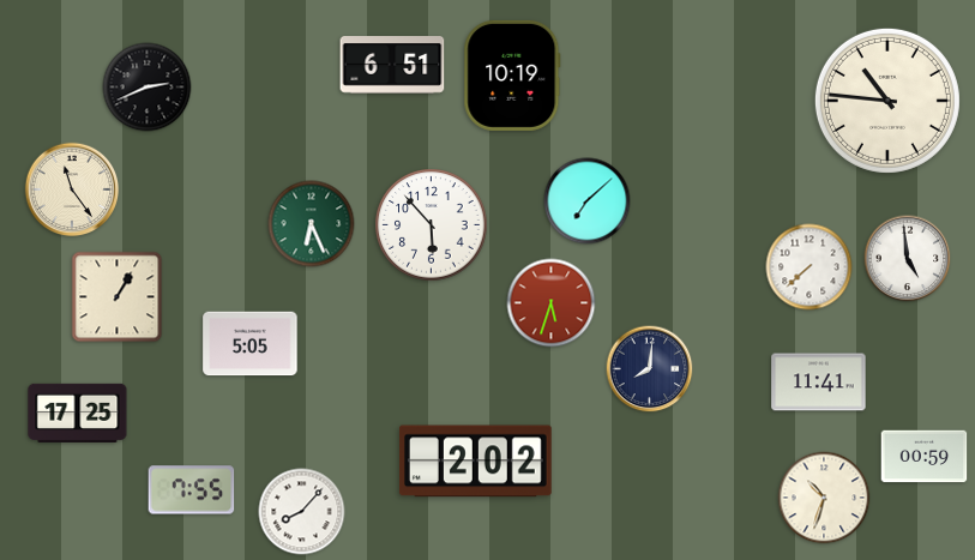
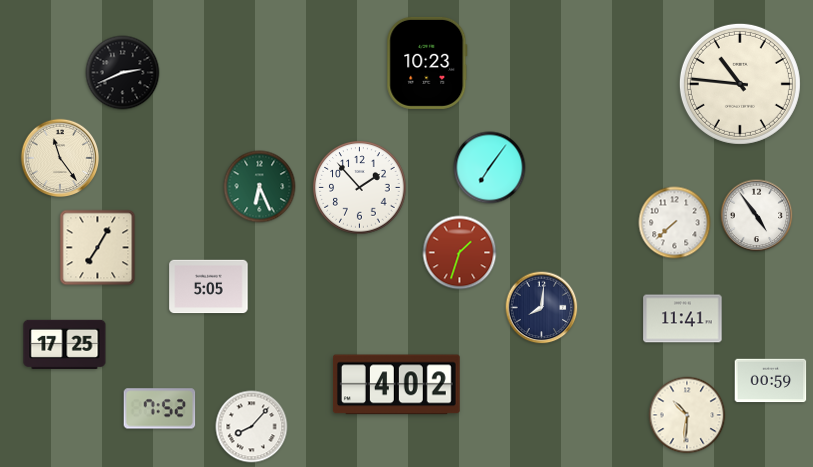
clock at (392, 66): 6:51 -> none
clock at (512, 76): 10:19 -> 10:23
clock at (588, 201): 7:08 -> 7:06
clock at (432, 225): 5:53 -> 1:53
clock at (908, 259): 4:59 -> 4:54
clock at (118, 297): 1:05 -> 7:05
clock at (552, 303): 5:33 -> 1:33
clock at (475, 462): 2:02 -> 4:02
clock at (192, 490): 7:55 -> 7:52
clock at (824, 498): 10:33 -> 10:31
